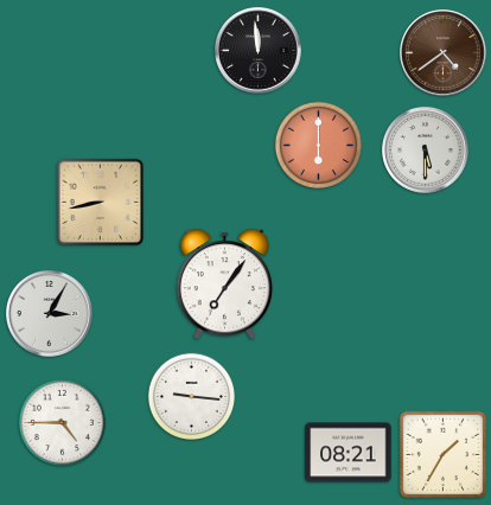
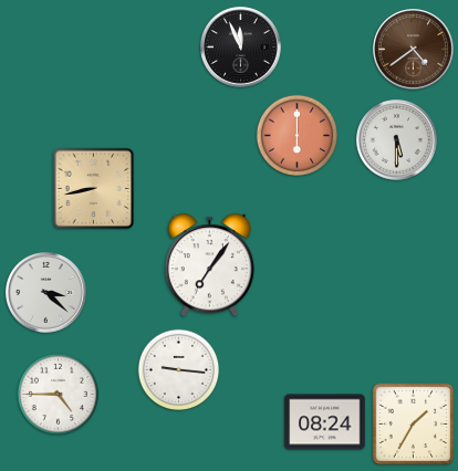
clock at (259, 51): 11:59 -> 11:56
clock at (50, 314): 3:05 -> 3:22
clock at (349, 453): 08:21 -> 08:24
